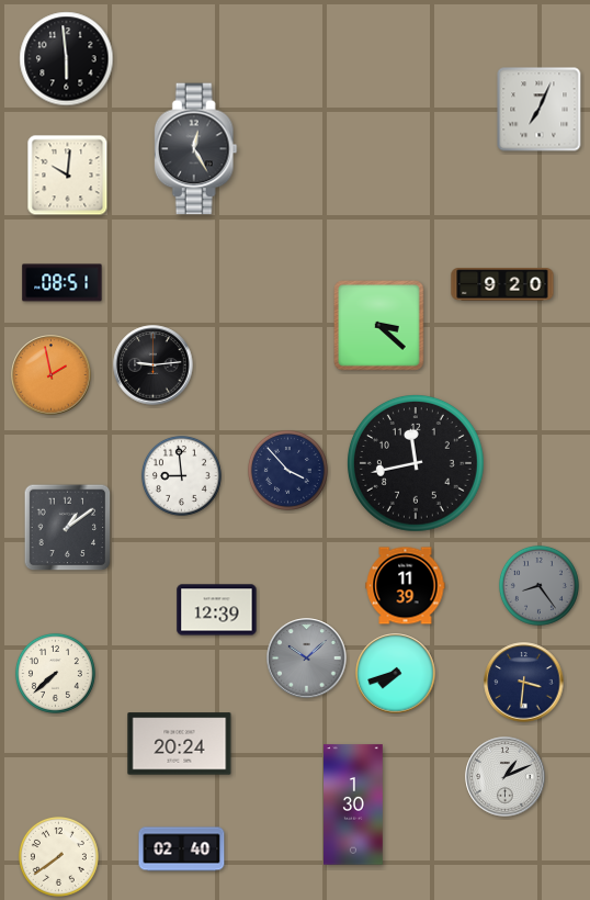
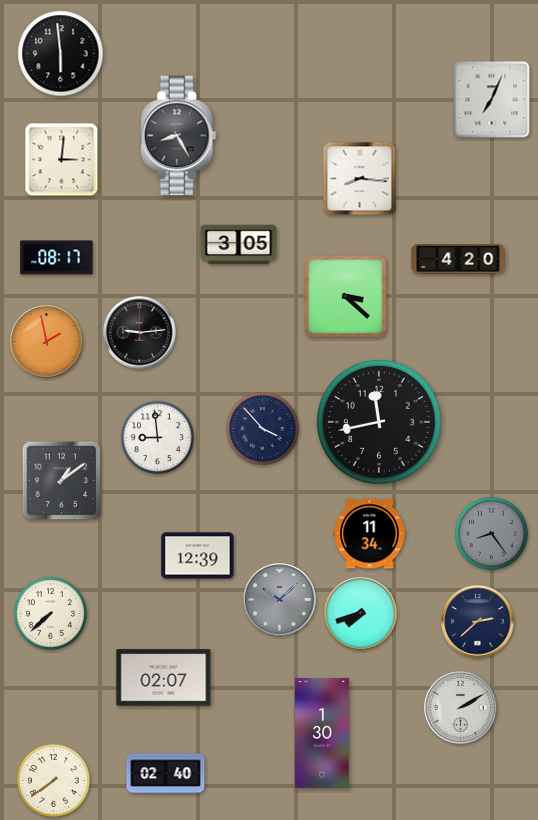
clock at (195, 149): 12:25 -> 8:25
clock at (68, 176): 10:01 -> 3:01
clock at (360, 179): none -> 8:16
clock at (239, 245): none -> 3:05
clock at (63, 283): 08:51 -> 08:17
clock at (502, 284): 9:20 -> 4:20
clock at (181, 475) position: (181, 475) -> (157, 437)
clock at (406, 586): 11:39 -> 11:34
clock at (524, 683): 3:31 -> 2:38
clock at (180, 744): 20:24 -> 02:07
clock at (506, 777): 1:11 -> 2:10
